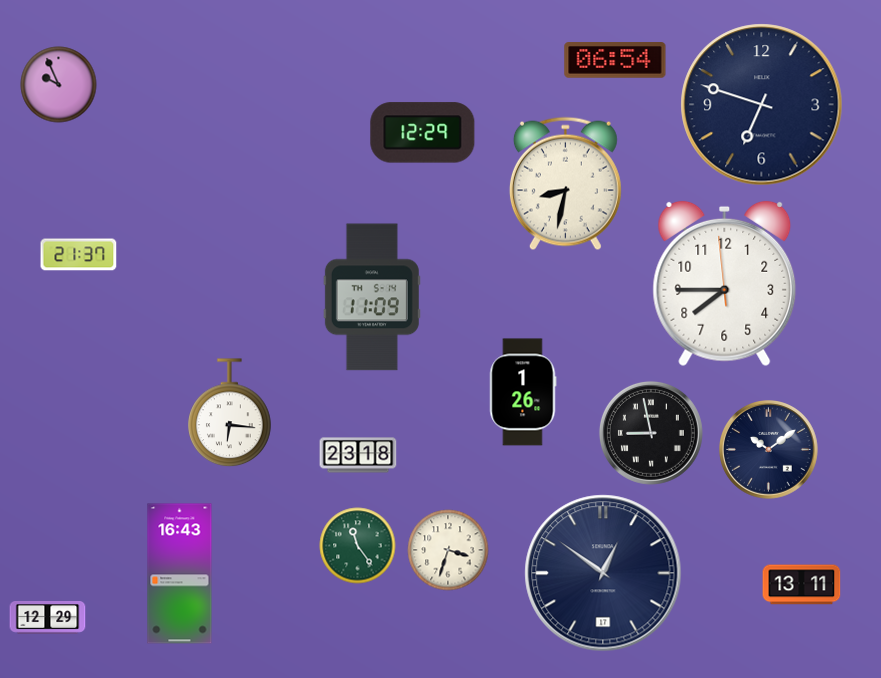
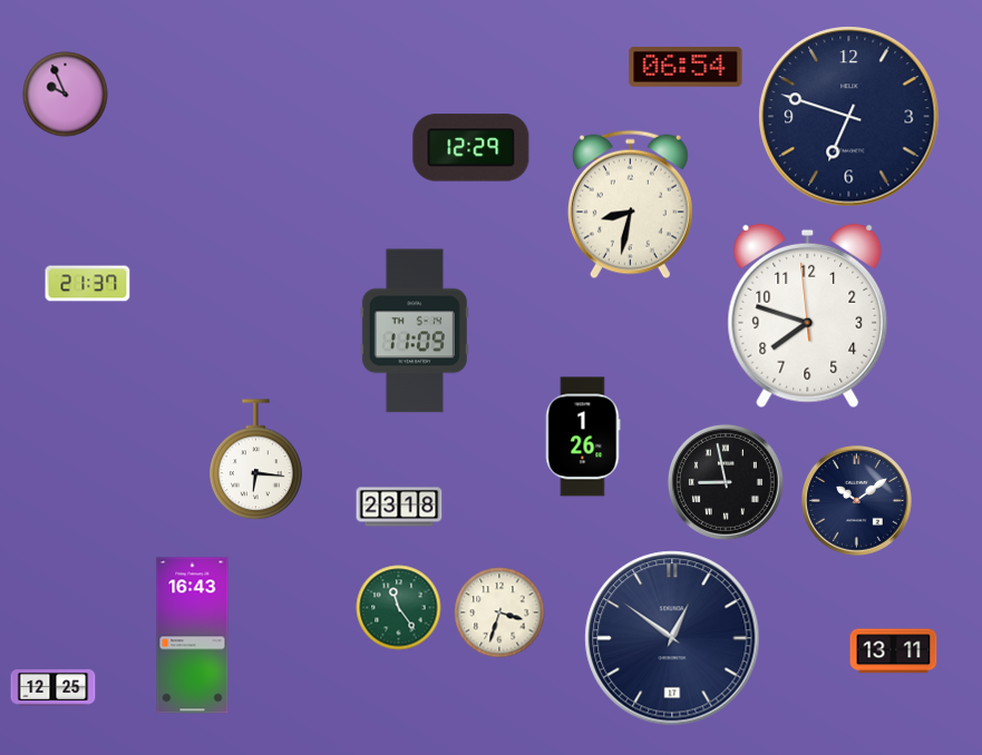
clock at (725, 284): 7:44 -> 7:47
clock at (180, 574) position: (180, 574) -> (193, 636)
clock at (48, 618): 12:29 -> 12:25
